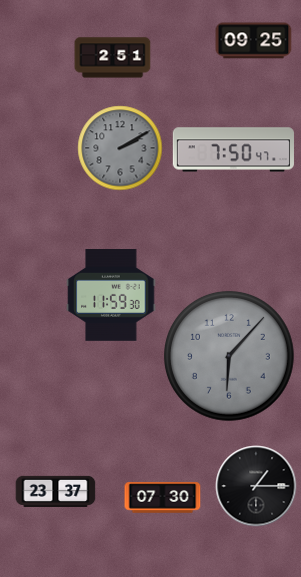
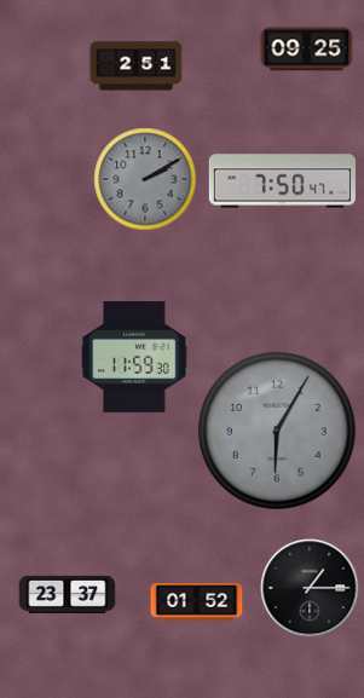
clock at (113, 58) position: (113, 58) -> (137, 67)
clock at (230, 357): 6:07 -> 6:05
clock at (163, 498): 07:30 -> 01:52
